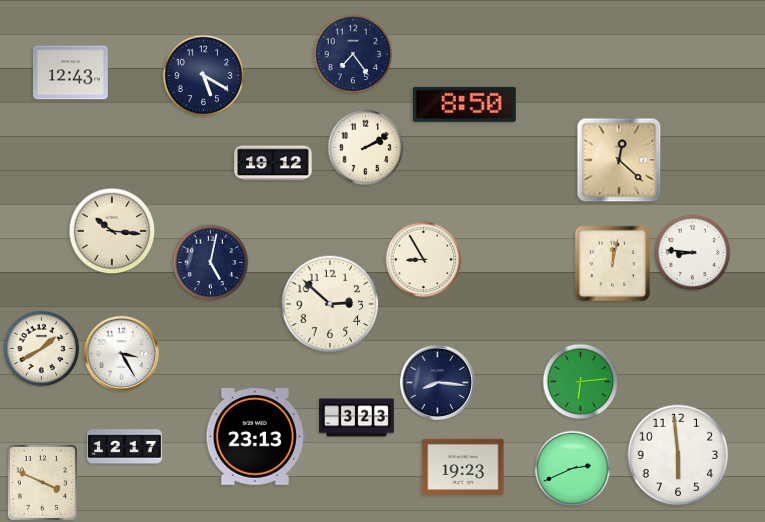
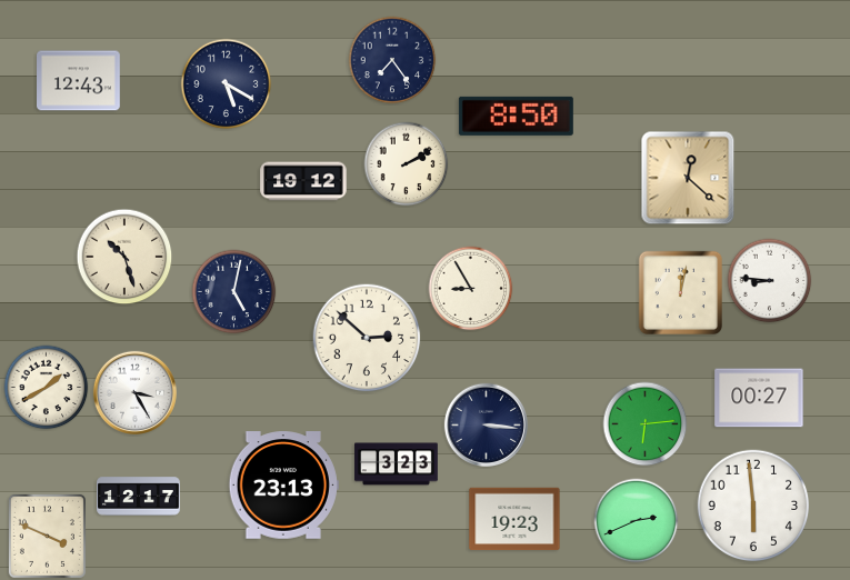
clock at (112, 231): 10:16 -> 10:27
clock at (759, 398): none -> 00:27
clock at (437, 382): 8:16 -> 3:16
